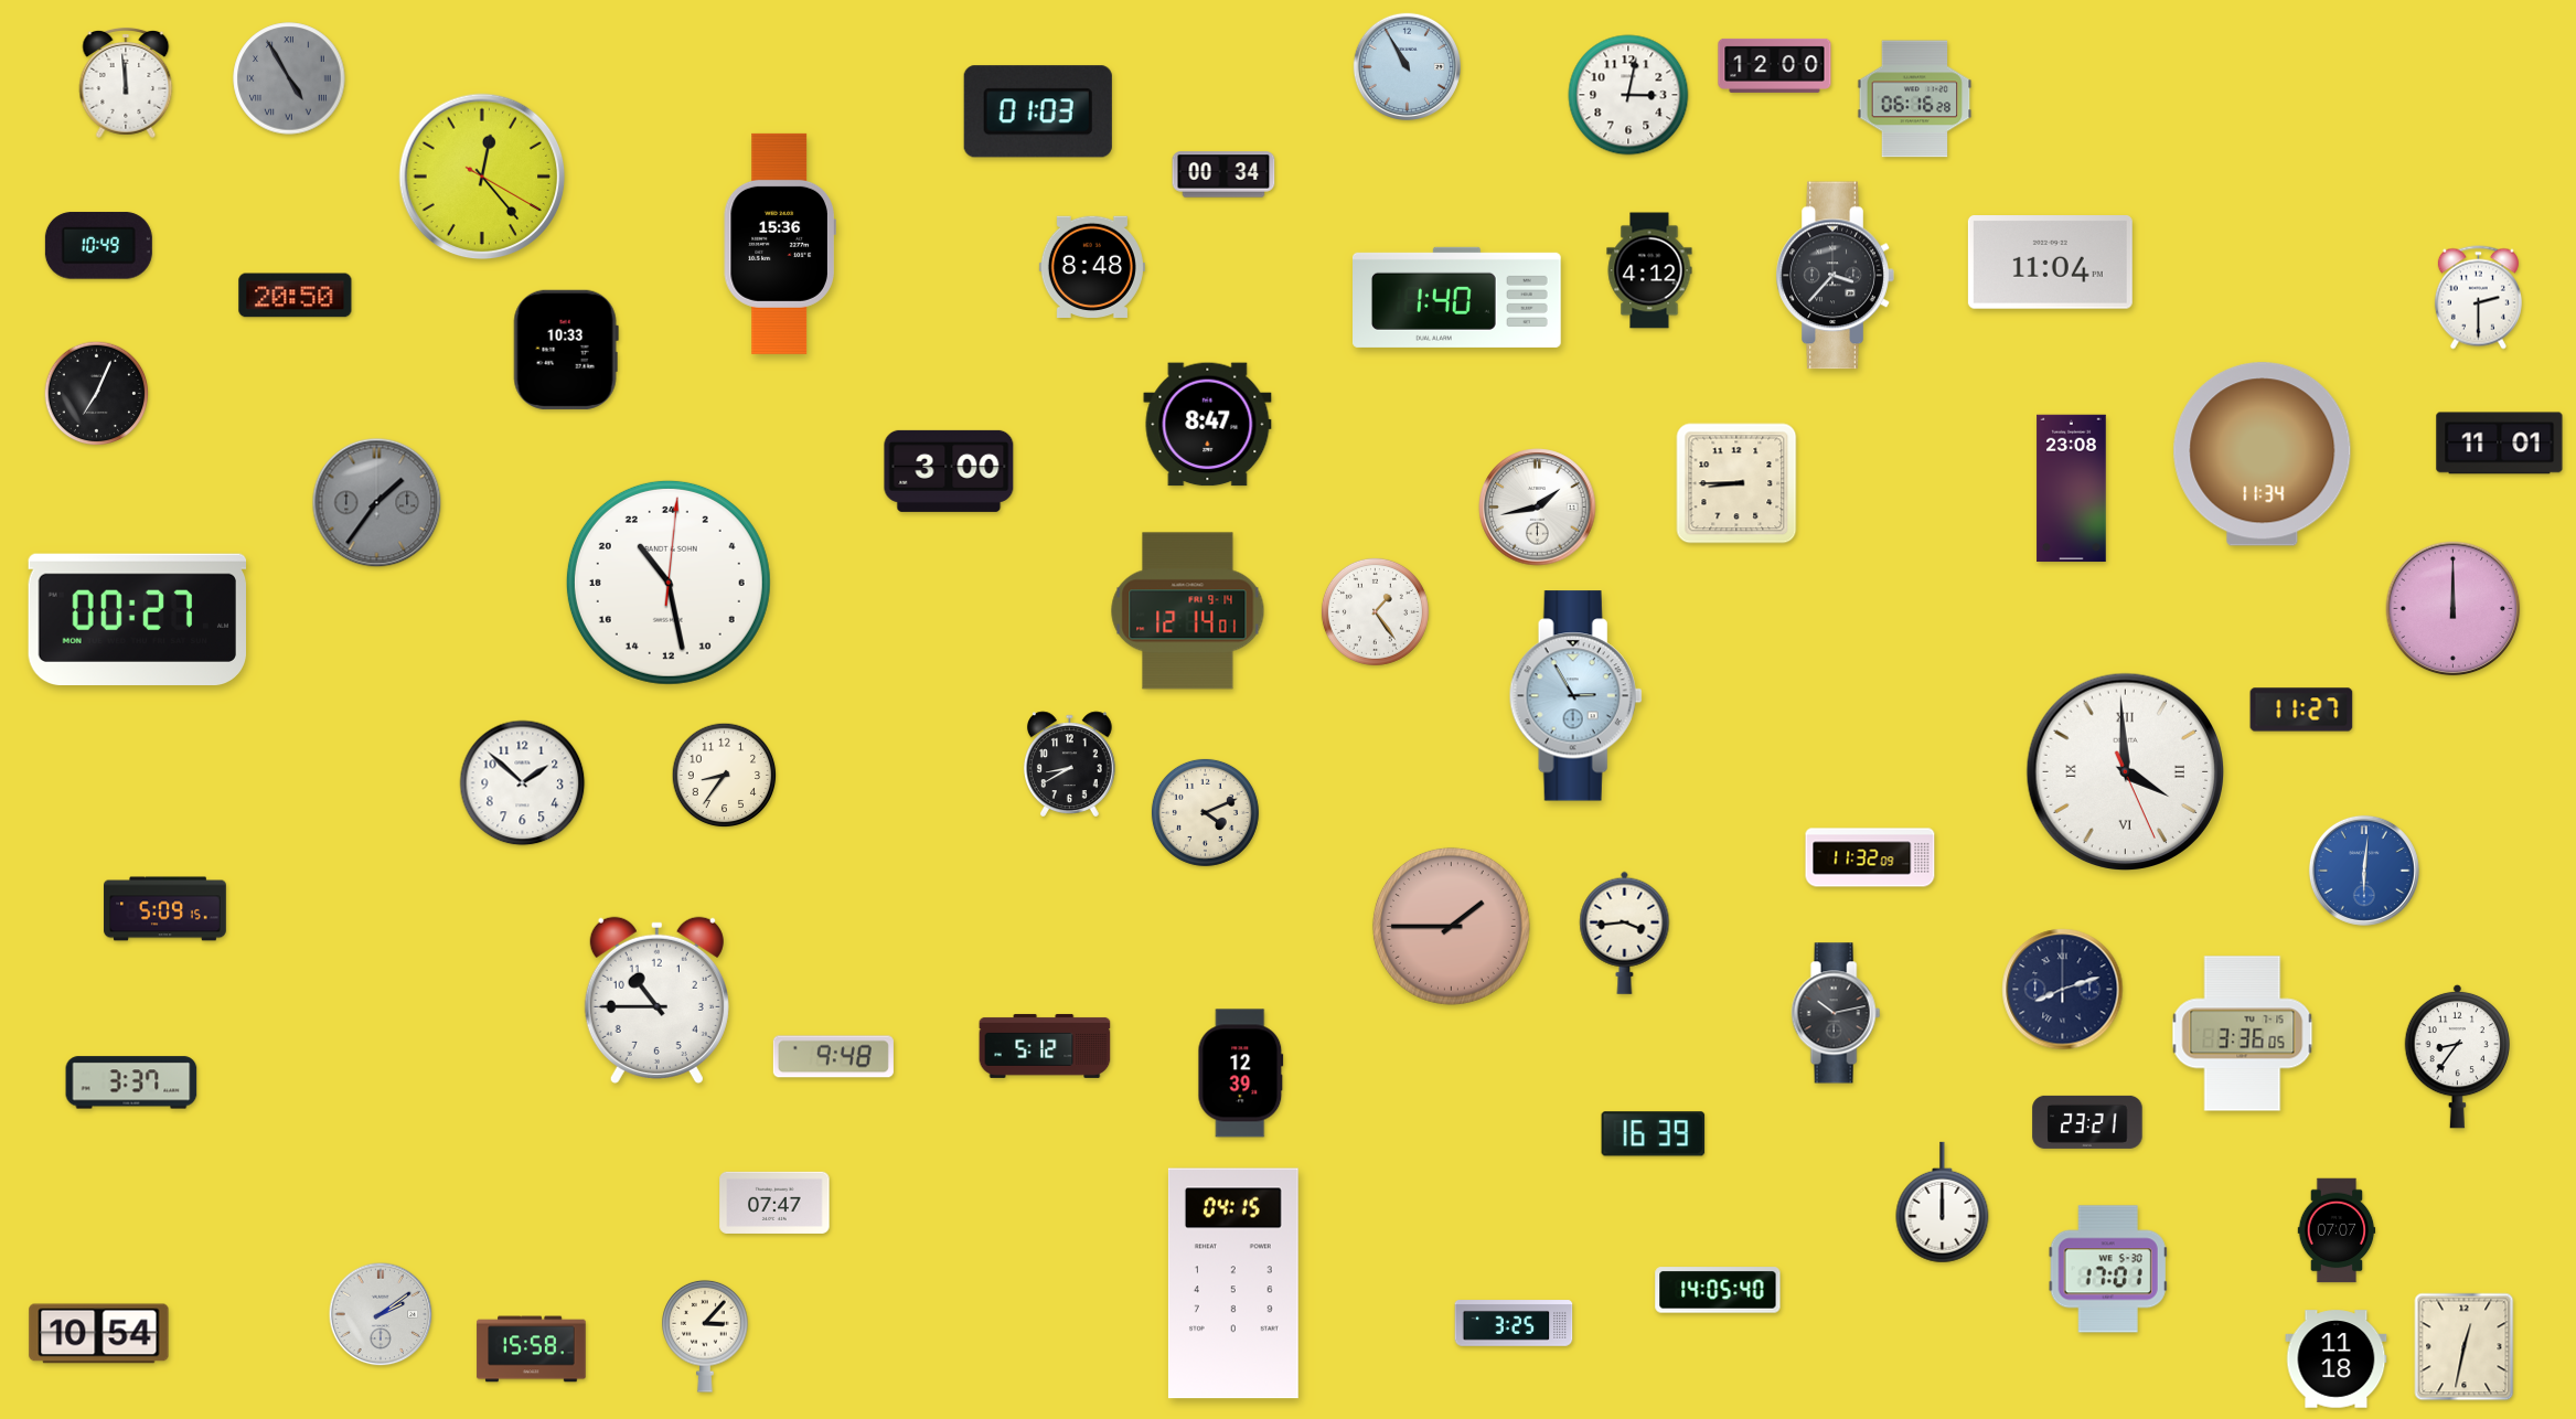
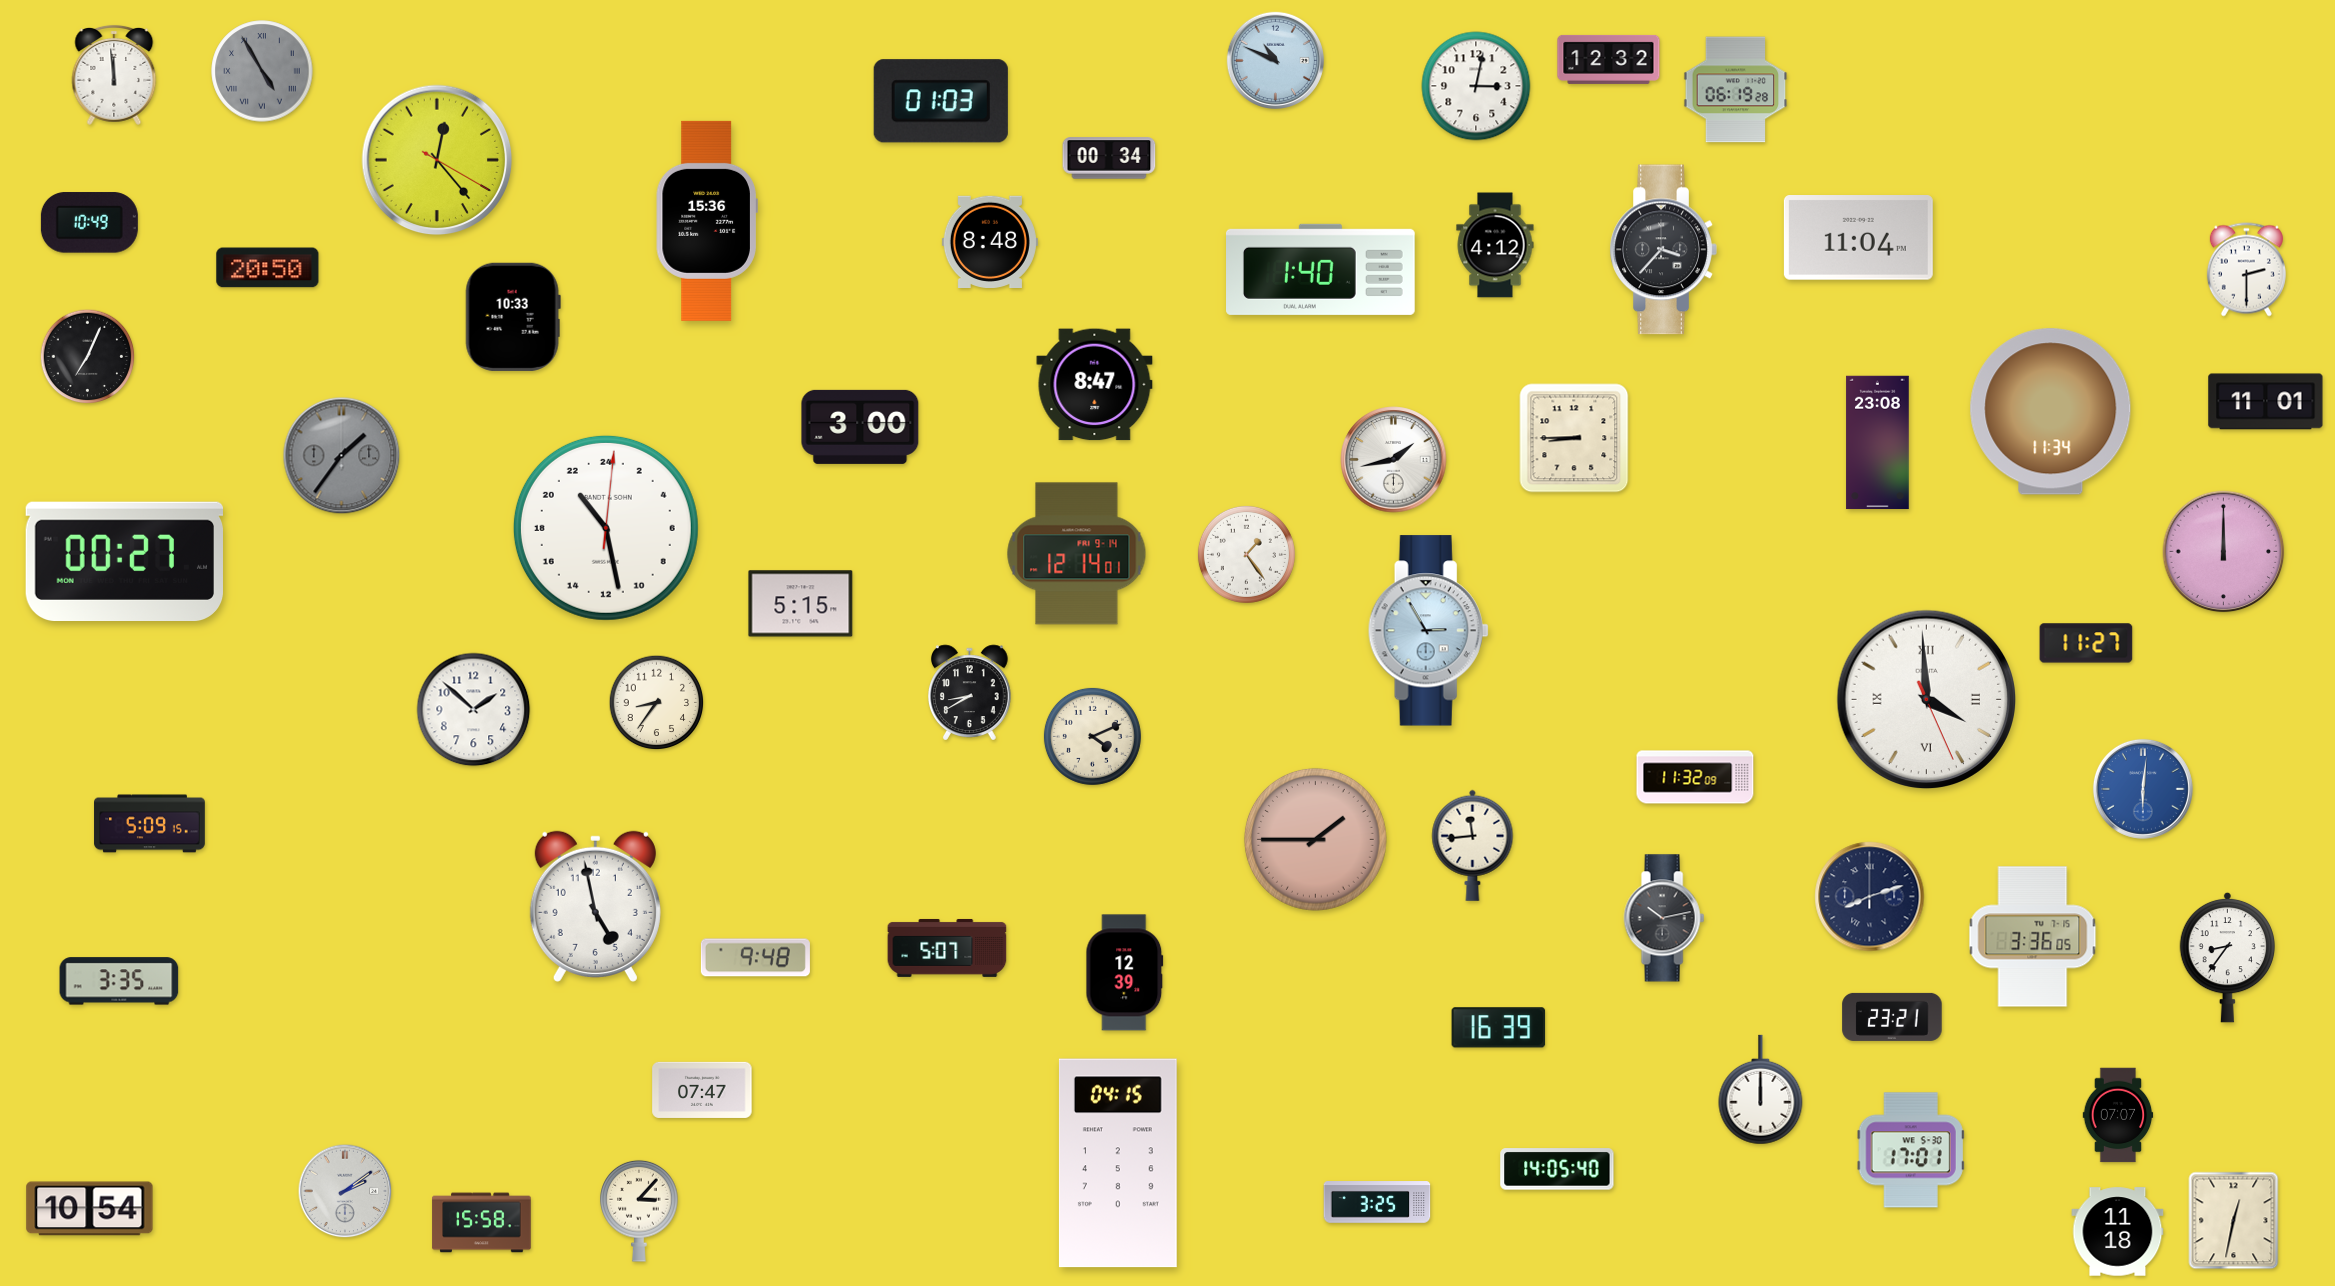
clock at (1775, 65): 12:00 -> 12:32
clock at (1407, 66): 10:55 -> 10:49
clock at (1915, 99): 06:16 -> 06:19
clock at (801, 604): none -> 5:15
clock at (1625, 932): 3:44 -> 11:44
clock at (656, 1000): 10:45 -> 4:58
clock at (1045, 1046): 5:12 -> 5:07
clock at (131, 1082): 3:37 -> 3:35
clock at (1514, 1323) position: (1514, 1323) -> (1377, 1202)
